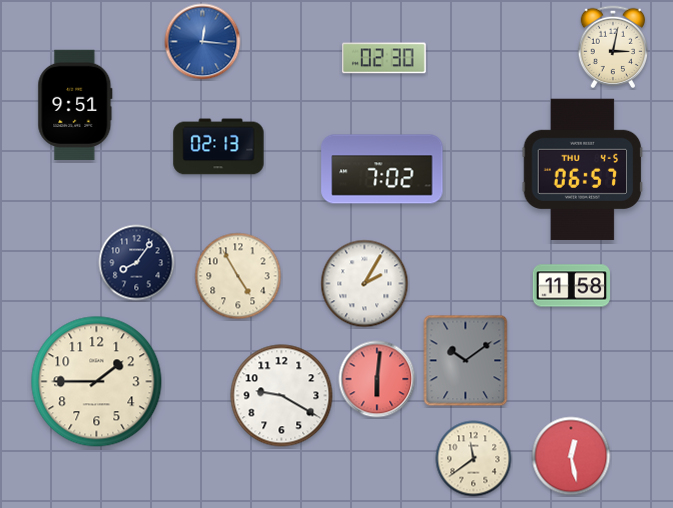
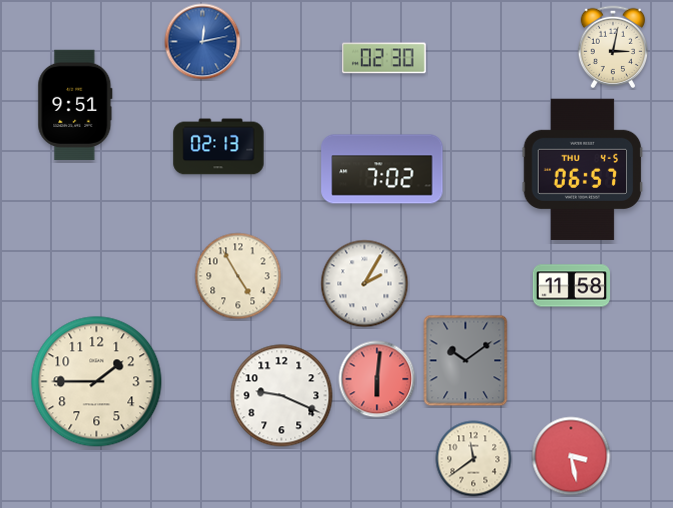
clock at (203, 42): 12:16 -> 12:13
clock at (137, 263): 8:06 -> none
clock at (282, 396): 9:20 -> 9:19
clock at (571, 456): 12:28 -> 3:28
